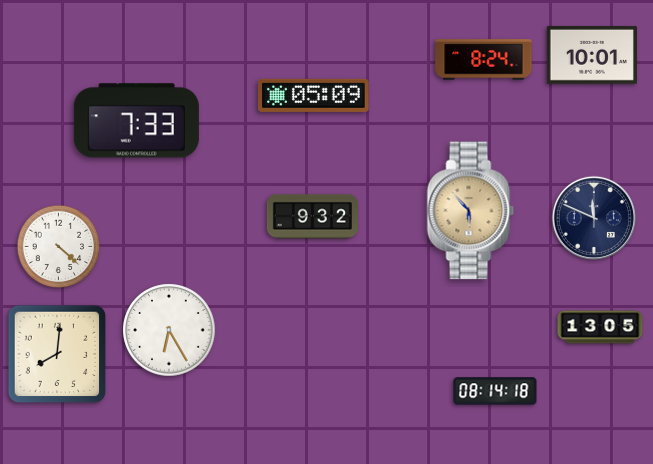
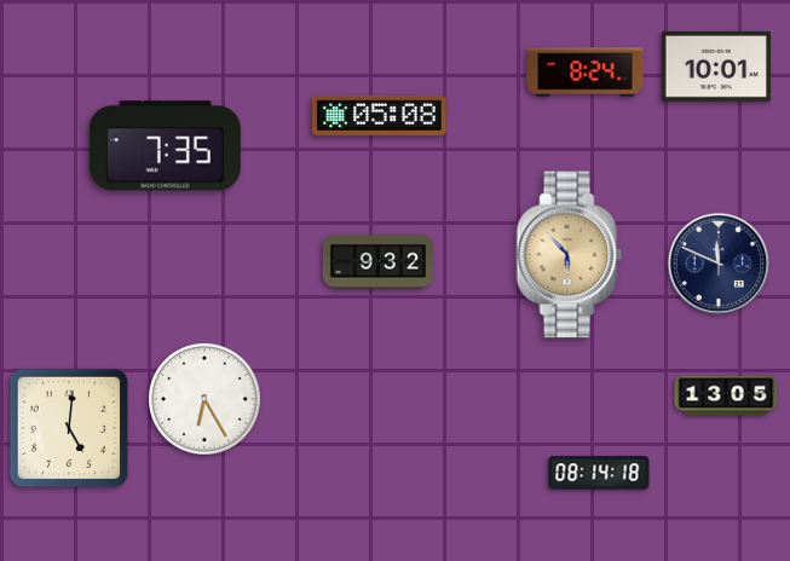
clock at (314, 95): 05:09 -> 05:08
clock at (136, 121): 7:33 -> 7:35
clock at (59, 247): 4:22 -> none
clock at (57, 354): 8:01 -> 5:01
